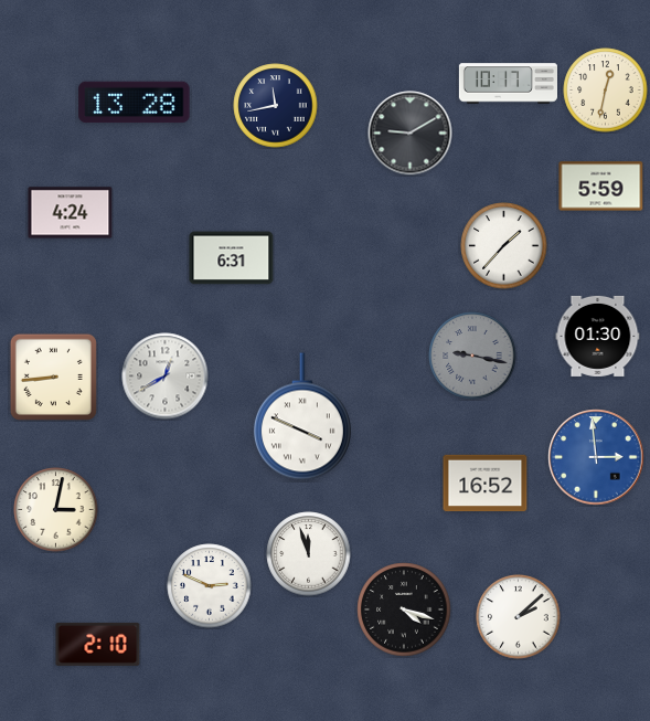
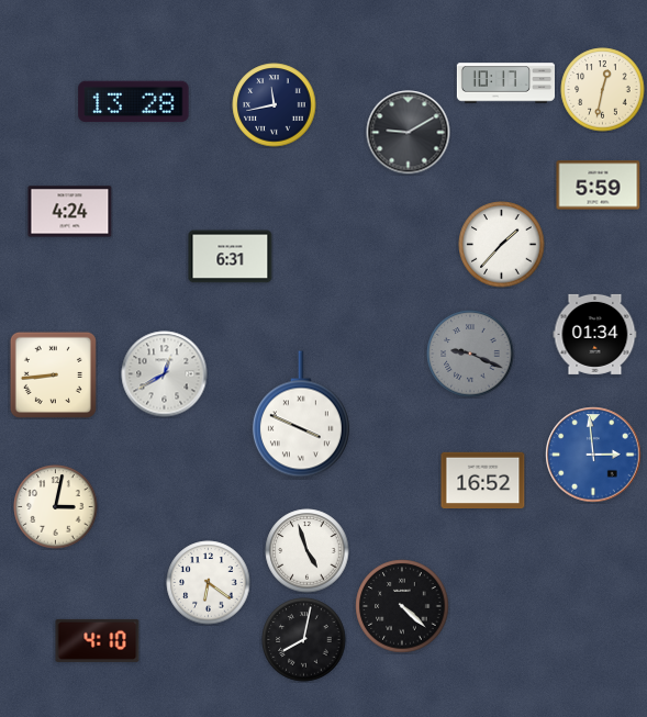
clock at (598, 336): 01:30 -> 01:34
clock at (472, 356): 9:17 -> 9:19
clock at (309, 554): 11:57 -> 4:57
clock at (210, 586): 2:49 -> 6:21
clock at (404, 609): 4:18 -> 4:22
clock at (519, 617): 2:08 -> none
clock at (98, 644): 2:10 -> 4:10
clock at (304, 640): none -> 8:02
